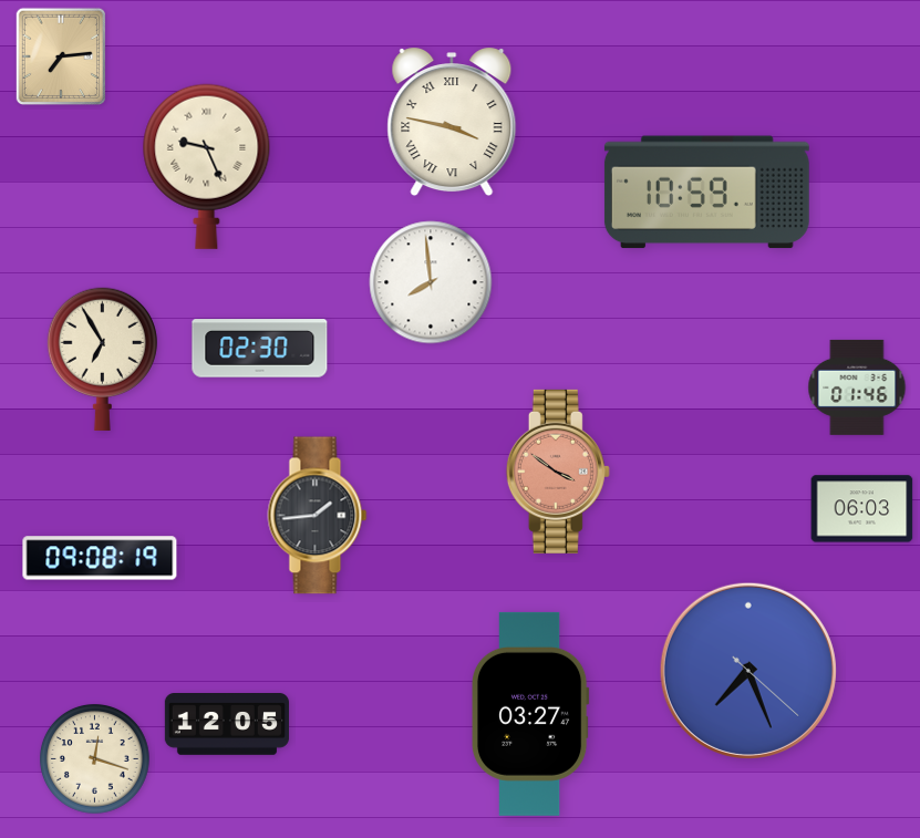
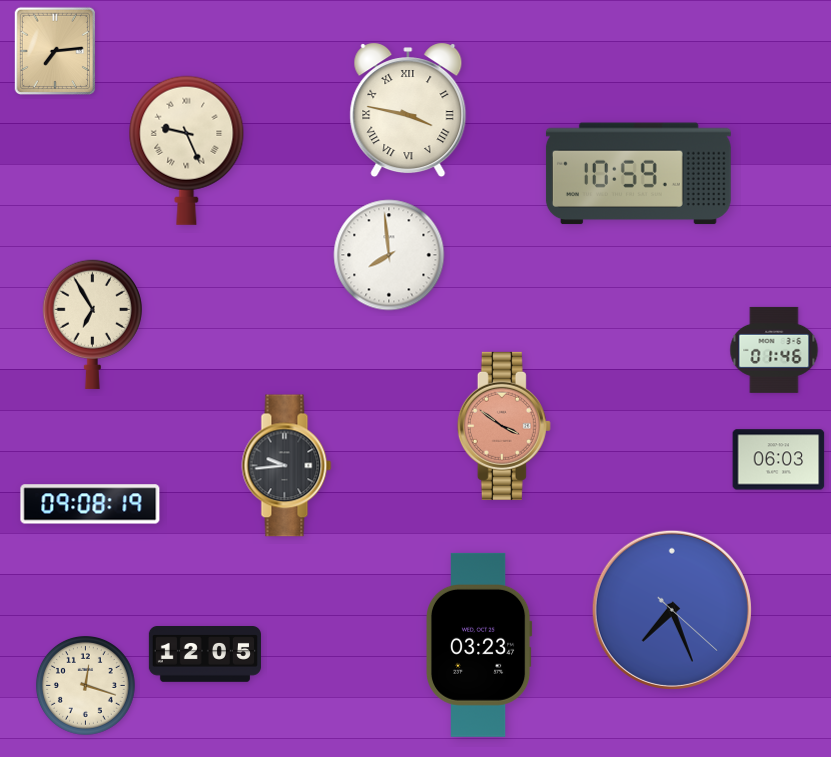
clock at (260, 349): 02:30 -> none
clock at (318, 516): 1:44 -> 9:44
clock at (748, 671) position: (748, 671) -> (672, 610)
clock at (530, 714): 03:27 -> 03:23
